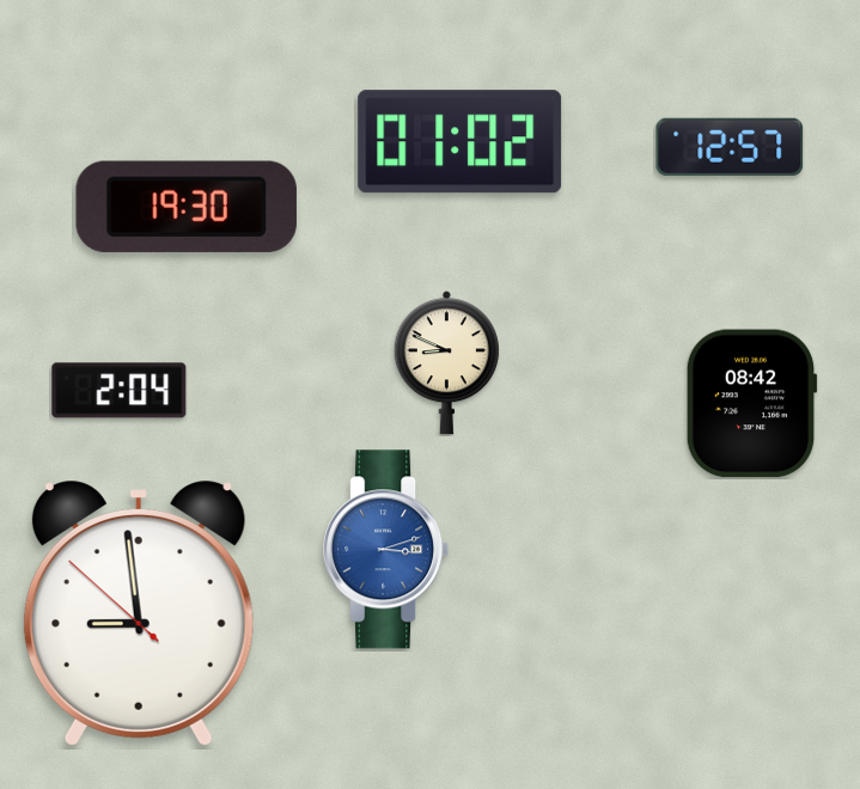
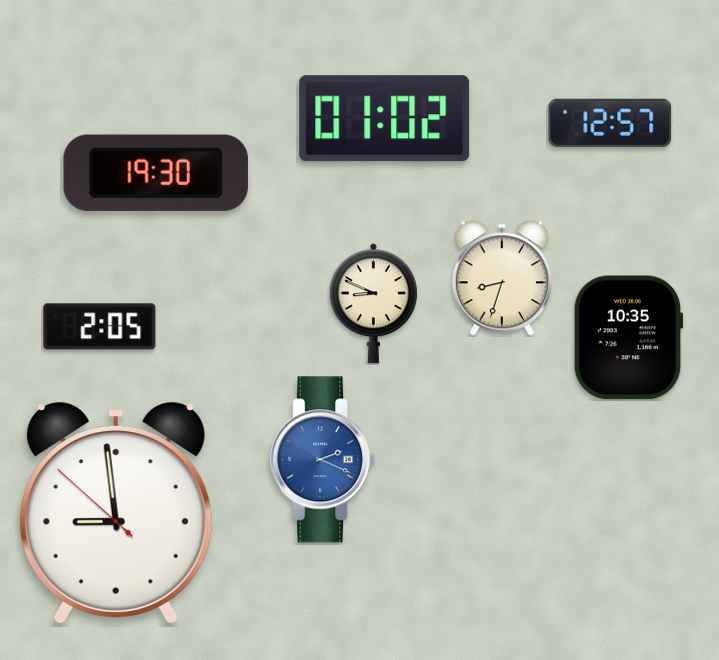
clock at (501, 278): none -> 8:33
clock at (120, 391): 2:04 -> 2:05
clock at (751, 404): 08:42 -> 10:35
clock at (386, 550): 3:12 -> 2:19
